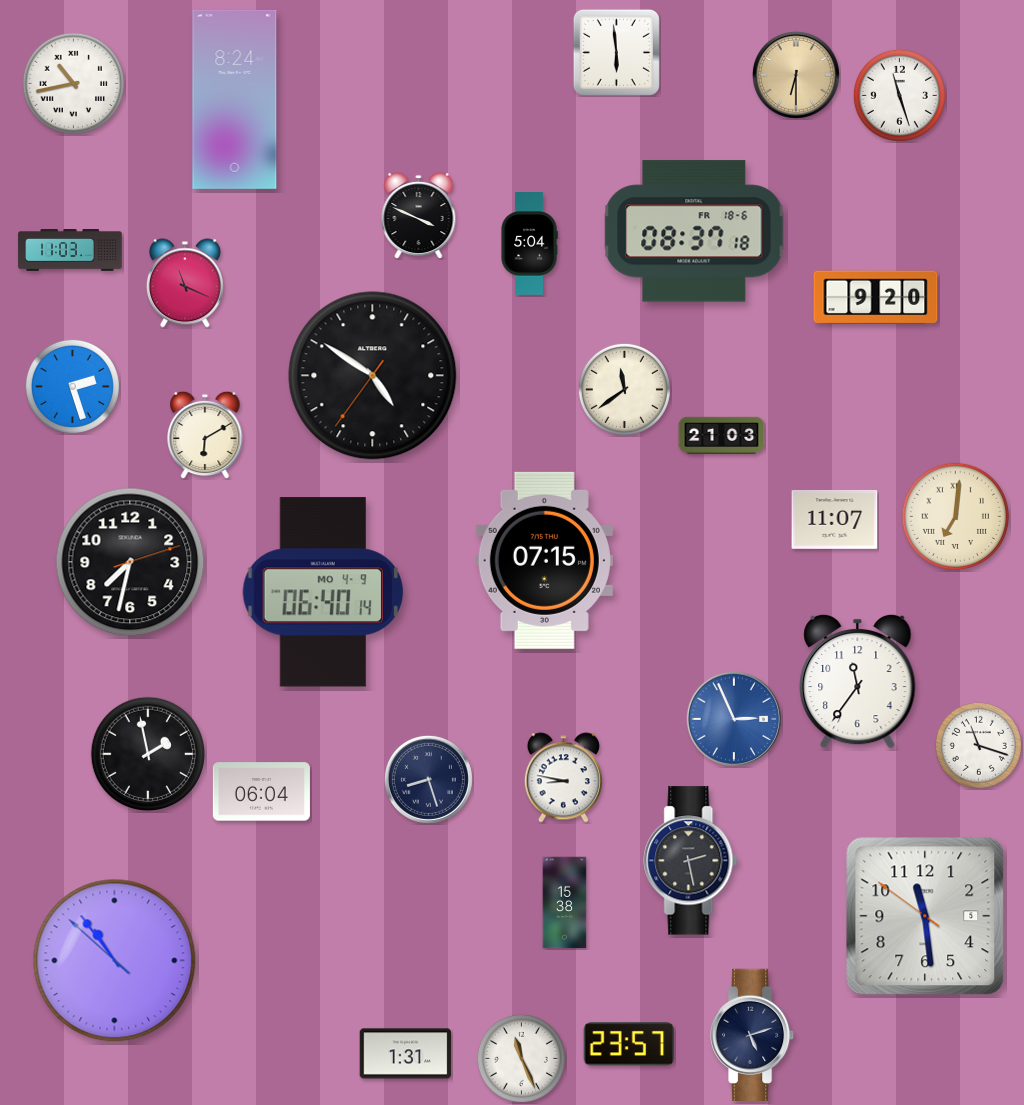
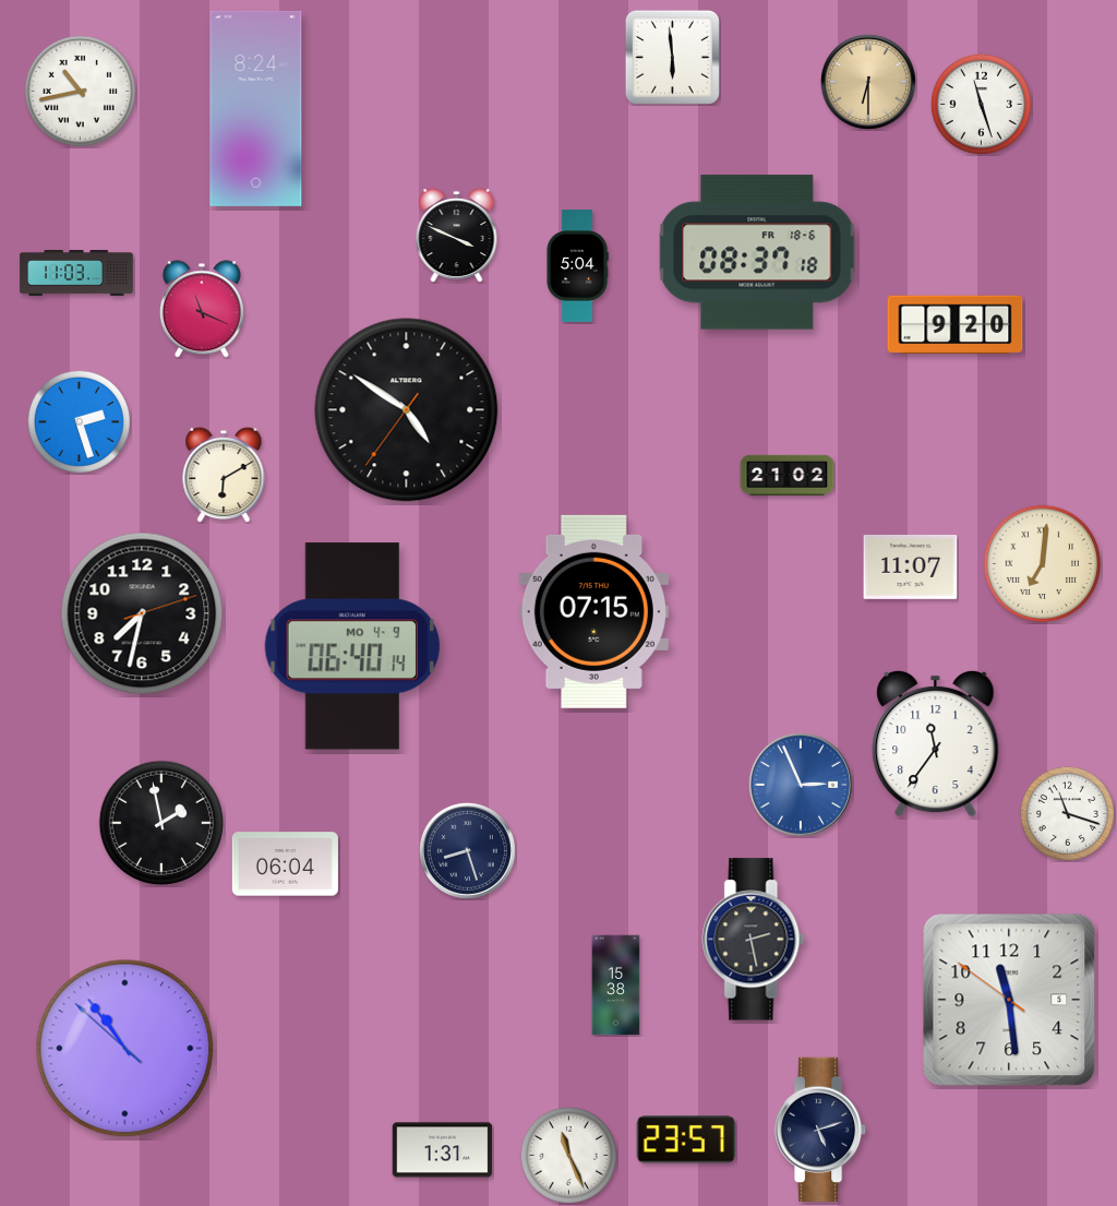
clock at (624, 389): 11:39 -> none
clock at (722, 436): 21:03 -> 21:02
clock at (563, 778): 8:47 -> none
